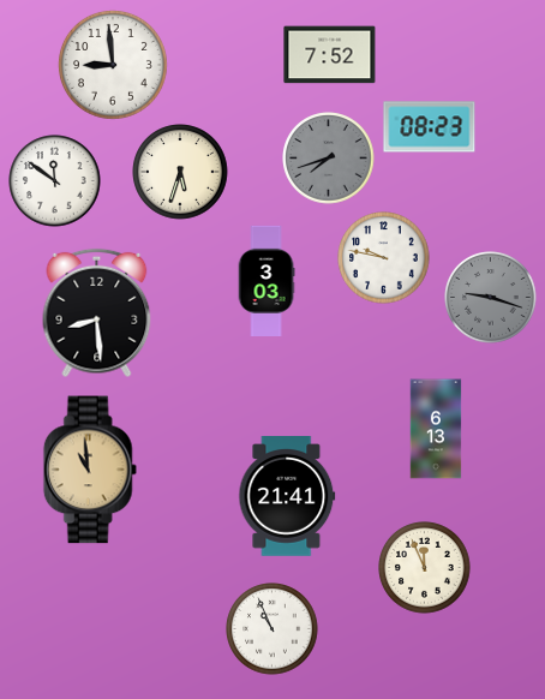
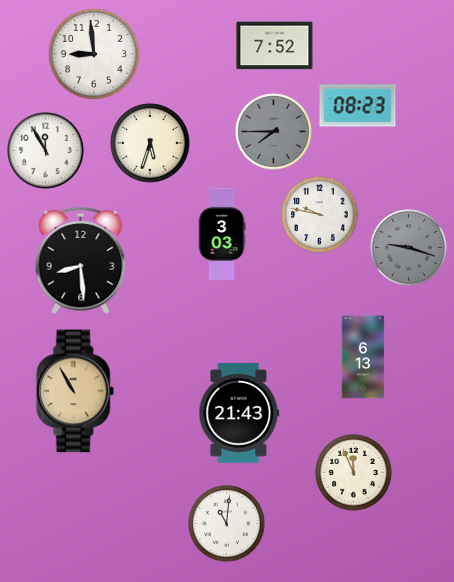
clock at (329, 159): 7:42 -> 7:45
clock at (55, 181): 11:51 -> 11:55
clock at (90, 470): 10:59 -> 10:55
clock at (287, 497): 21:41 -> 21:43
clock at (272, 629): 10:56 -> 11:01
